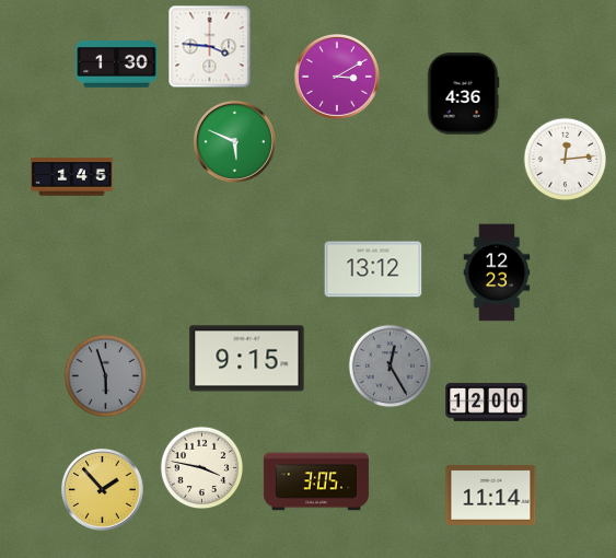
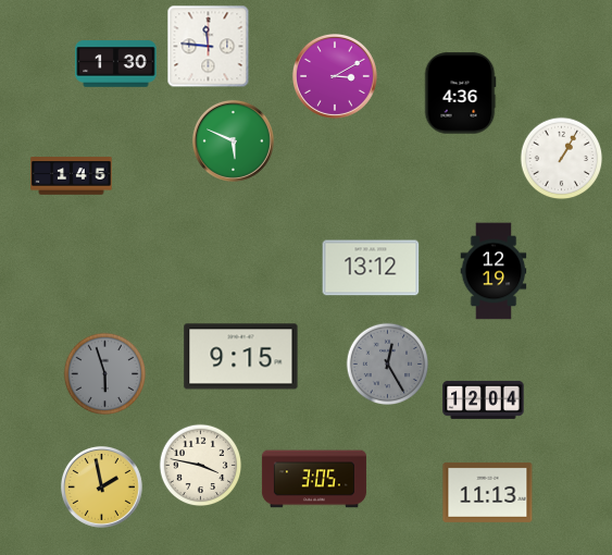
clock at (210, 47): 3:46 -> 11:46
clock at (566, 160): 12:14 -> 1:05
clock at (497, 272): 12:23 -> 12:19
clock at (247, 359) position: (247, 359) -> (241, 357)
clock at (487, 402): 12:00 -> 12:04
clock at (102, 489): 1:53 -> 1:58
clock at (491, 495): 11:14 -> 11:13
